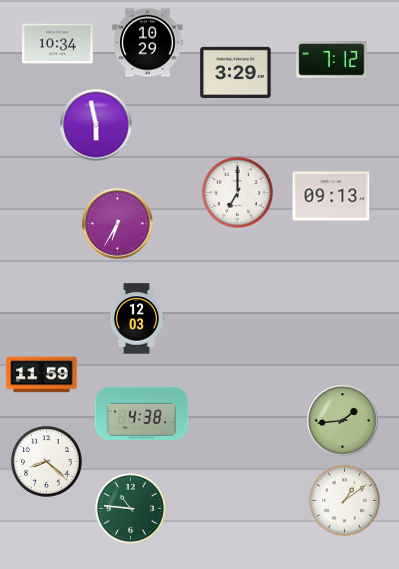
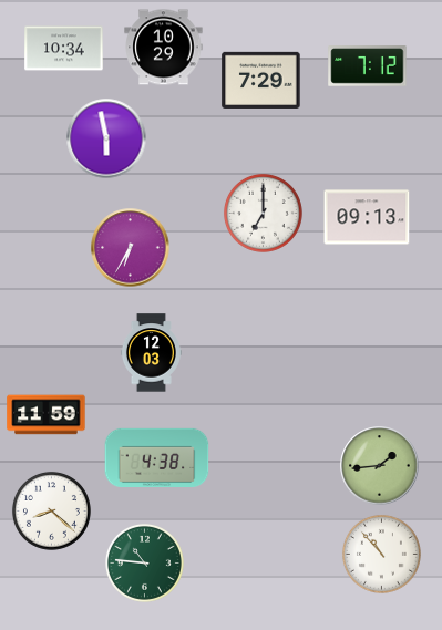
clock at (236, 72): 3:29 -> 7:29
clock at (344, 500): 1:09 -> 10:53
